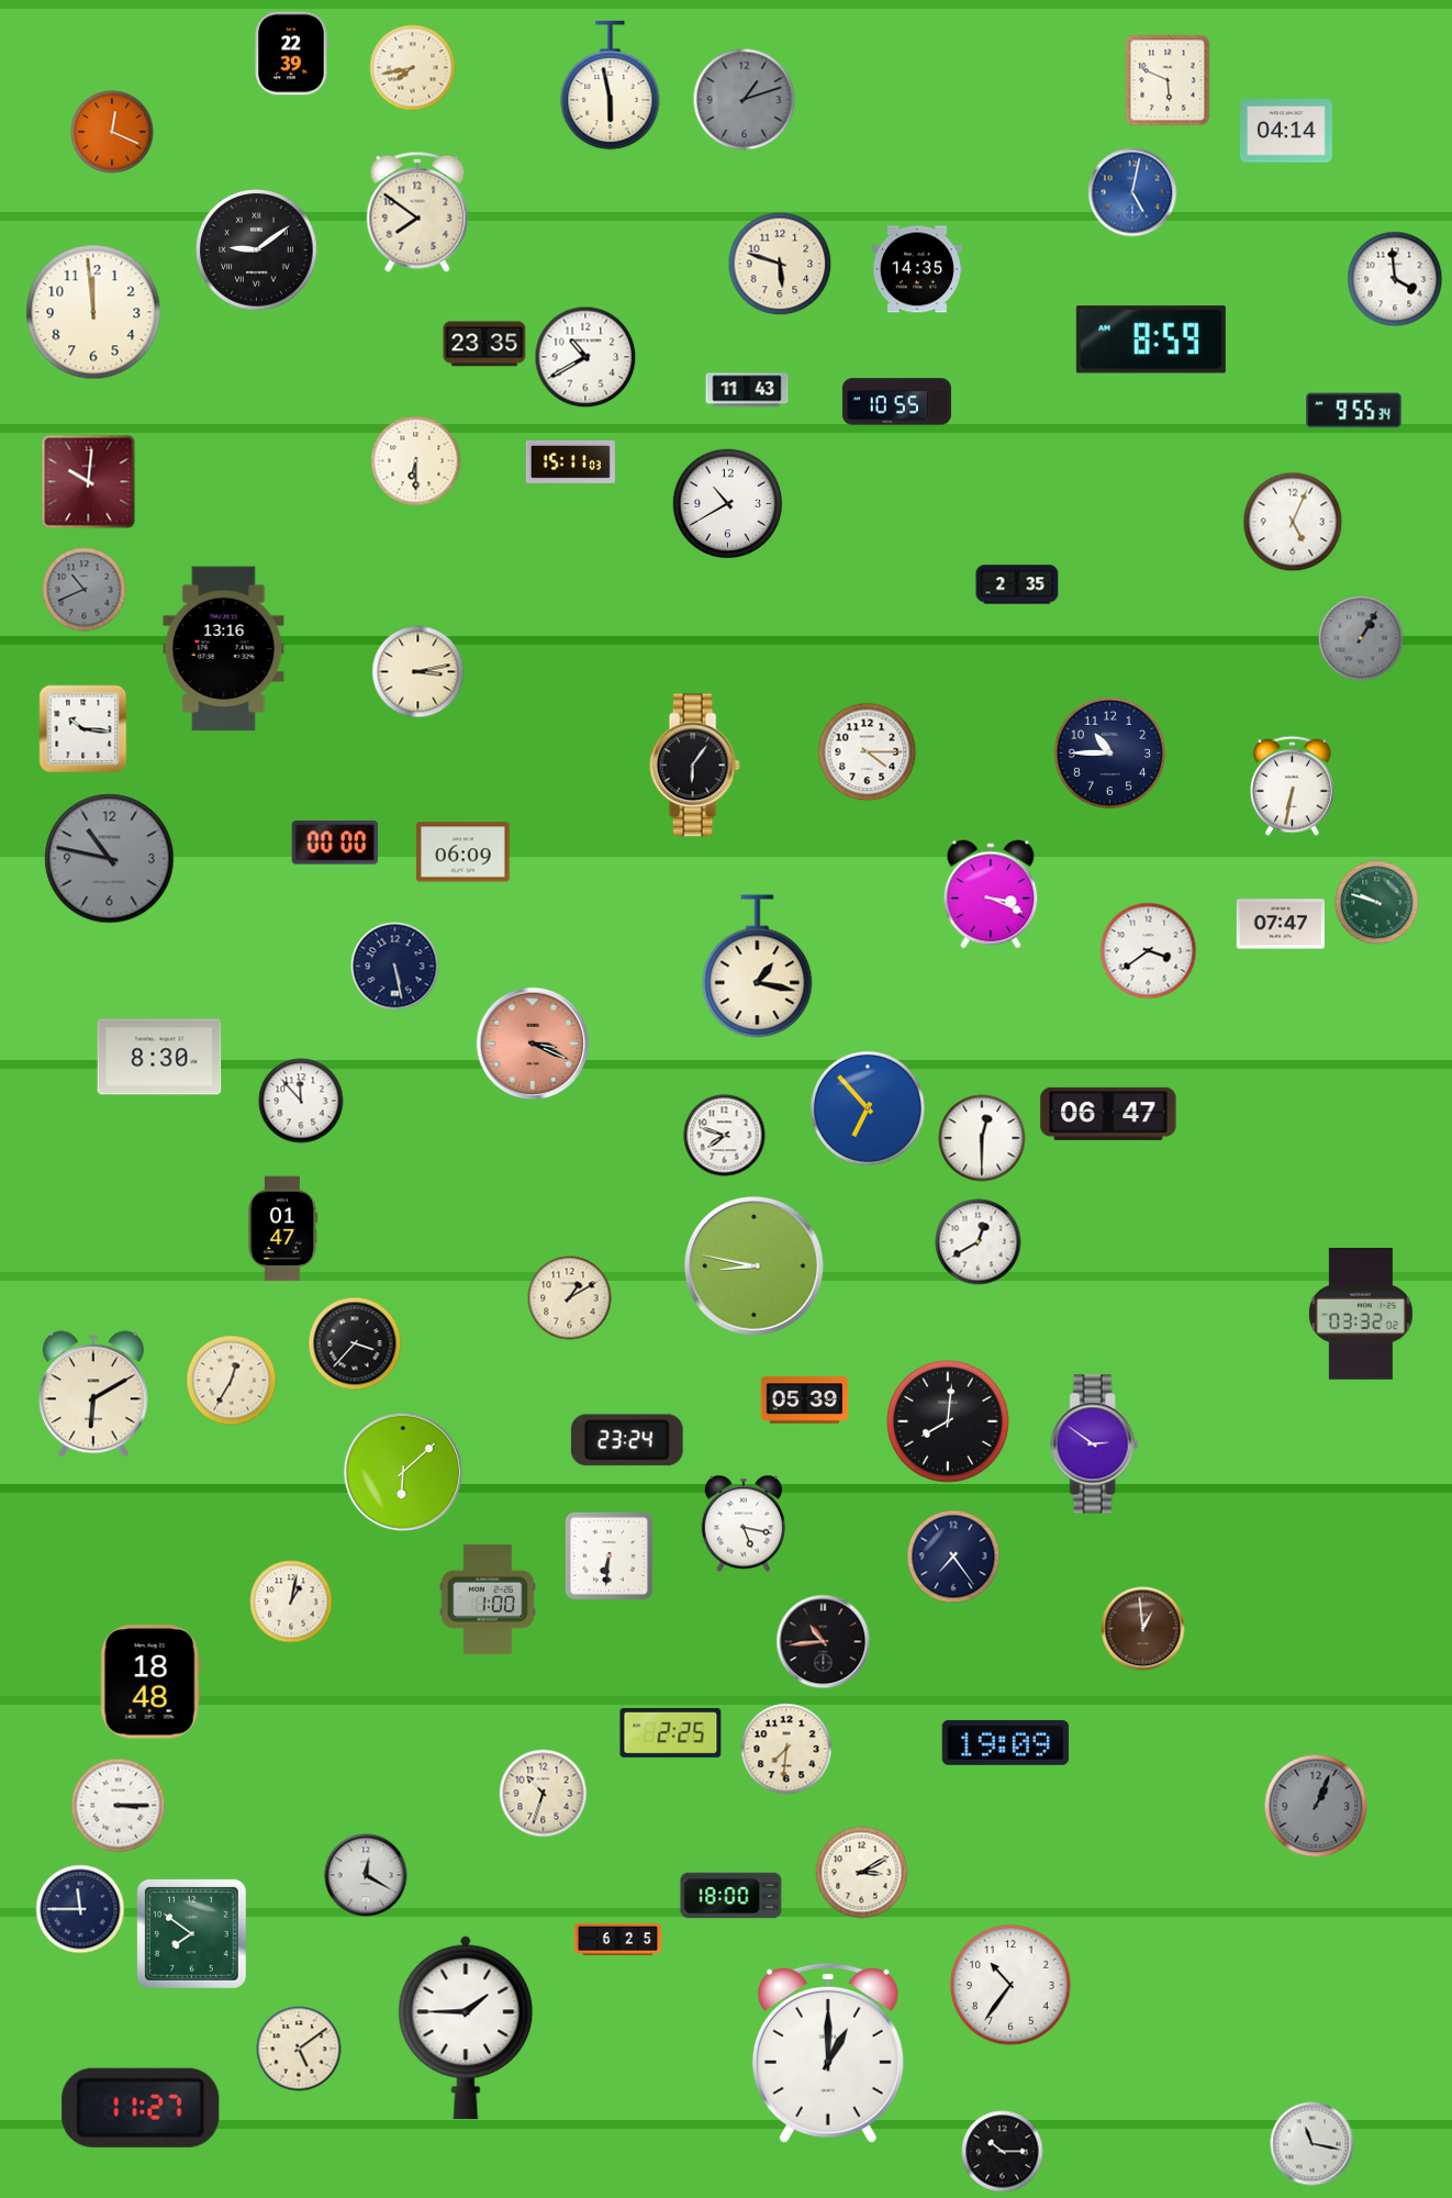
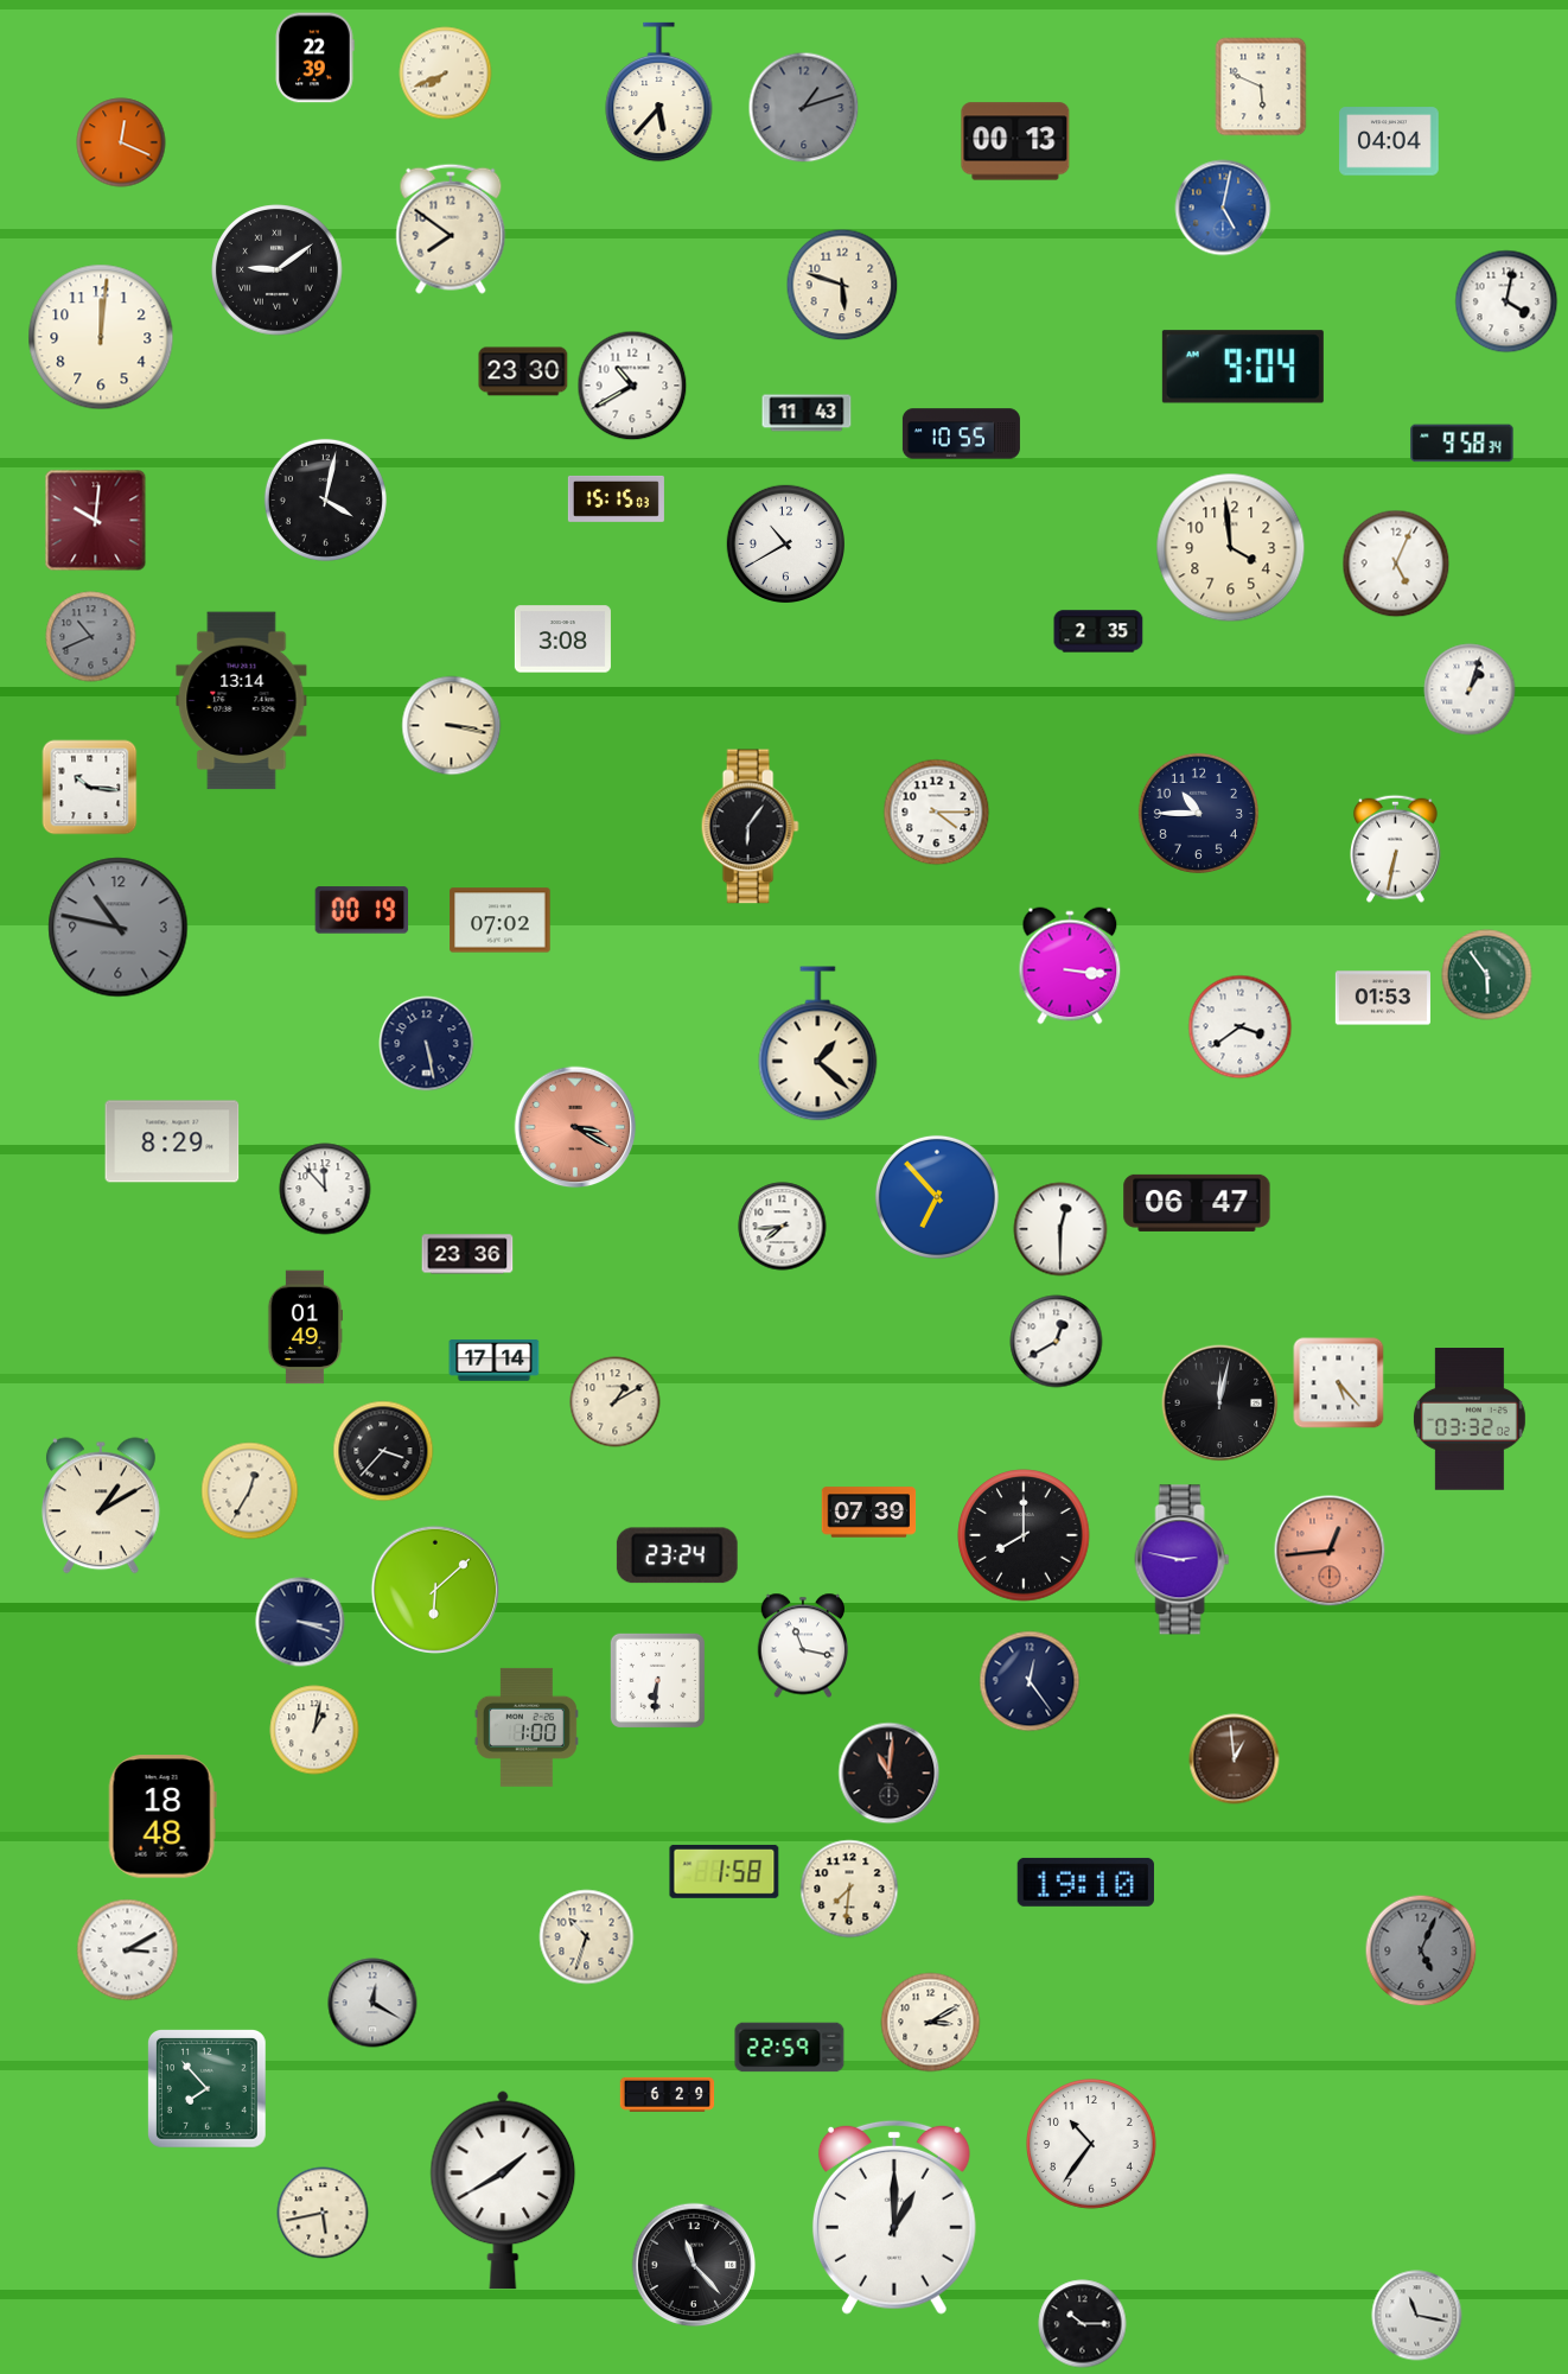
clock at (413, 68): 7:43 -> 7:41
clock at (611, 86): 5:58 -> 5:37
clock at (1015, 141): none -> 00:13
clock at (1286, 131): 04:14 -> 04:04
clock at (917, 269): 14:35 -> none
clock at (1395, 279): 3:59 -> 4:02
clock at (93, 312): 11:59 -> 12:01
clock at (1151, 339): 8:59 -> 9:04
clock at (484, 344): 23:35 -> 23:30
clock at (747, 390) position: (747, 390) -> (807, 413)
clock at (896, 402) position: (896, 402) -> (961, 434)
clock at (1354, 411): 9:55 -> 9:58
clock at (416, 461): 6:30 -> none
clock at (570, 461): 15:11 -> 15:15
clock at (325, 499): none -> 4:02
clock at (1231, 548): none -> 3:59
clock at (562, 639): none -> 3:08
clock at (1361, 638): 1:05 -> 1:03
clock at (1361, 638) dial: grey -> white
clock at (224, 649): 13:16 -> 13:14
clock at (418, 672): 3:13 -> 3:17
clock at (335, 843): 00:00 -> 00:19
clock at (463, 852): 06:09 -> 07:02
clock at (991, 894): 3:19 -> 3:16
clock at (1377, 903): 9:48 -> 5:54
clock at (1281, 924): 07:47 -> 01:53
clock at (758, 967): 1:17 -> 1:22
clock at (533, 1044): 3:19 -> 3:20
clock at (159, 1057): 8:30 -> 8:29
clock at (725, 1136): 7:48 -> 7:44
clock at (467, 1254): none -> 23:36
clock at (281, 1229): 01:47 -> 01:49
clock at (495, 1361): none -> 17:14
clock at (753, 1265): 8:47 -> none
clock at (1339, 1383): none -> 5:23
clock at (1220, 1404): none -> 12:02
clock at (93, 1394): 6:10 -> 1:10
clock at (805, 1401): 05:39 -> 07:39
clock at (948, 1421): 8:01 -> 8:00
clock at (1330, 1551): none -> 12:44
clock at (1095, 1444): 2:51 -> 2:47
clock at (300, 1622): none -> 3:18
clock at (744, 1524): 5:17 -> 11:17
clock at (953, 1557): 7:24 -> 12:24
clock at (824, 1642): 10:44 -> 11:01
clock at (671, 1732): 2:25 -> 1:58
clock at (1005, 1742): 19:09 -> 19:10
clock at (119, 1806): 3:15 -> 3:10
clock at (1316, 1806): 1:04 -> 5:04
clock at (366, 1875) position: (366, 1875) -> (372, 2003)
clock at (731, 1896): 18:00 -> 22:59
clock at (80, 1909): 11:45 -> none
clock at (192, 1934): 7:51 -> 7:53
clock at (618, 1939): 6:25 -> 6:29
clock at (466, 2028): 1:45 -> 1:40
clock at (299, 2049): 5:09 -> 5:43
clock at (694, 2265): none -> 11:23
clock at (141, 2108): 11:27 -> none
